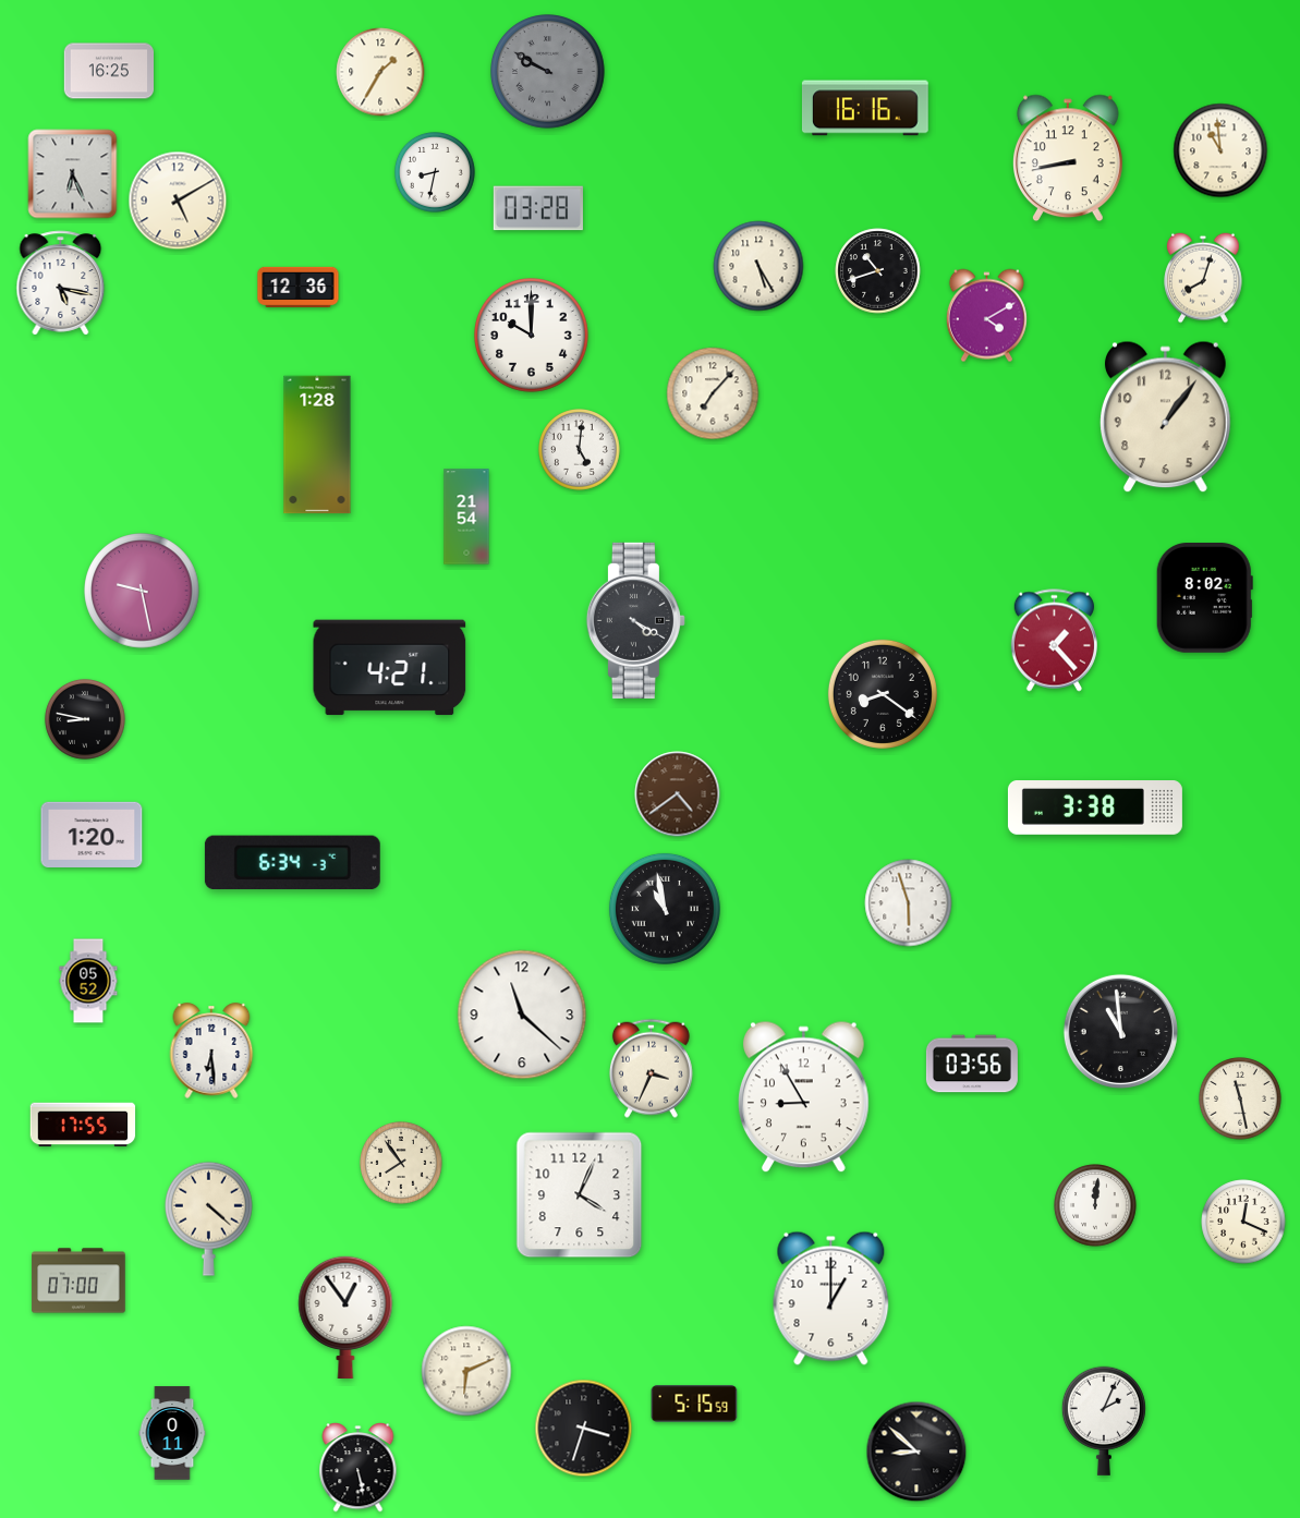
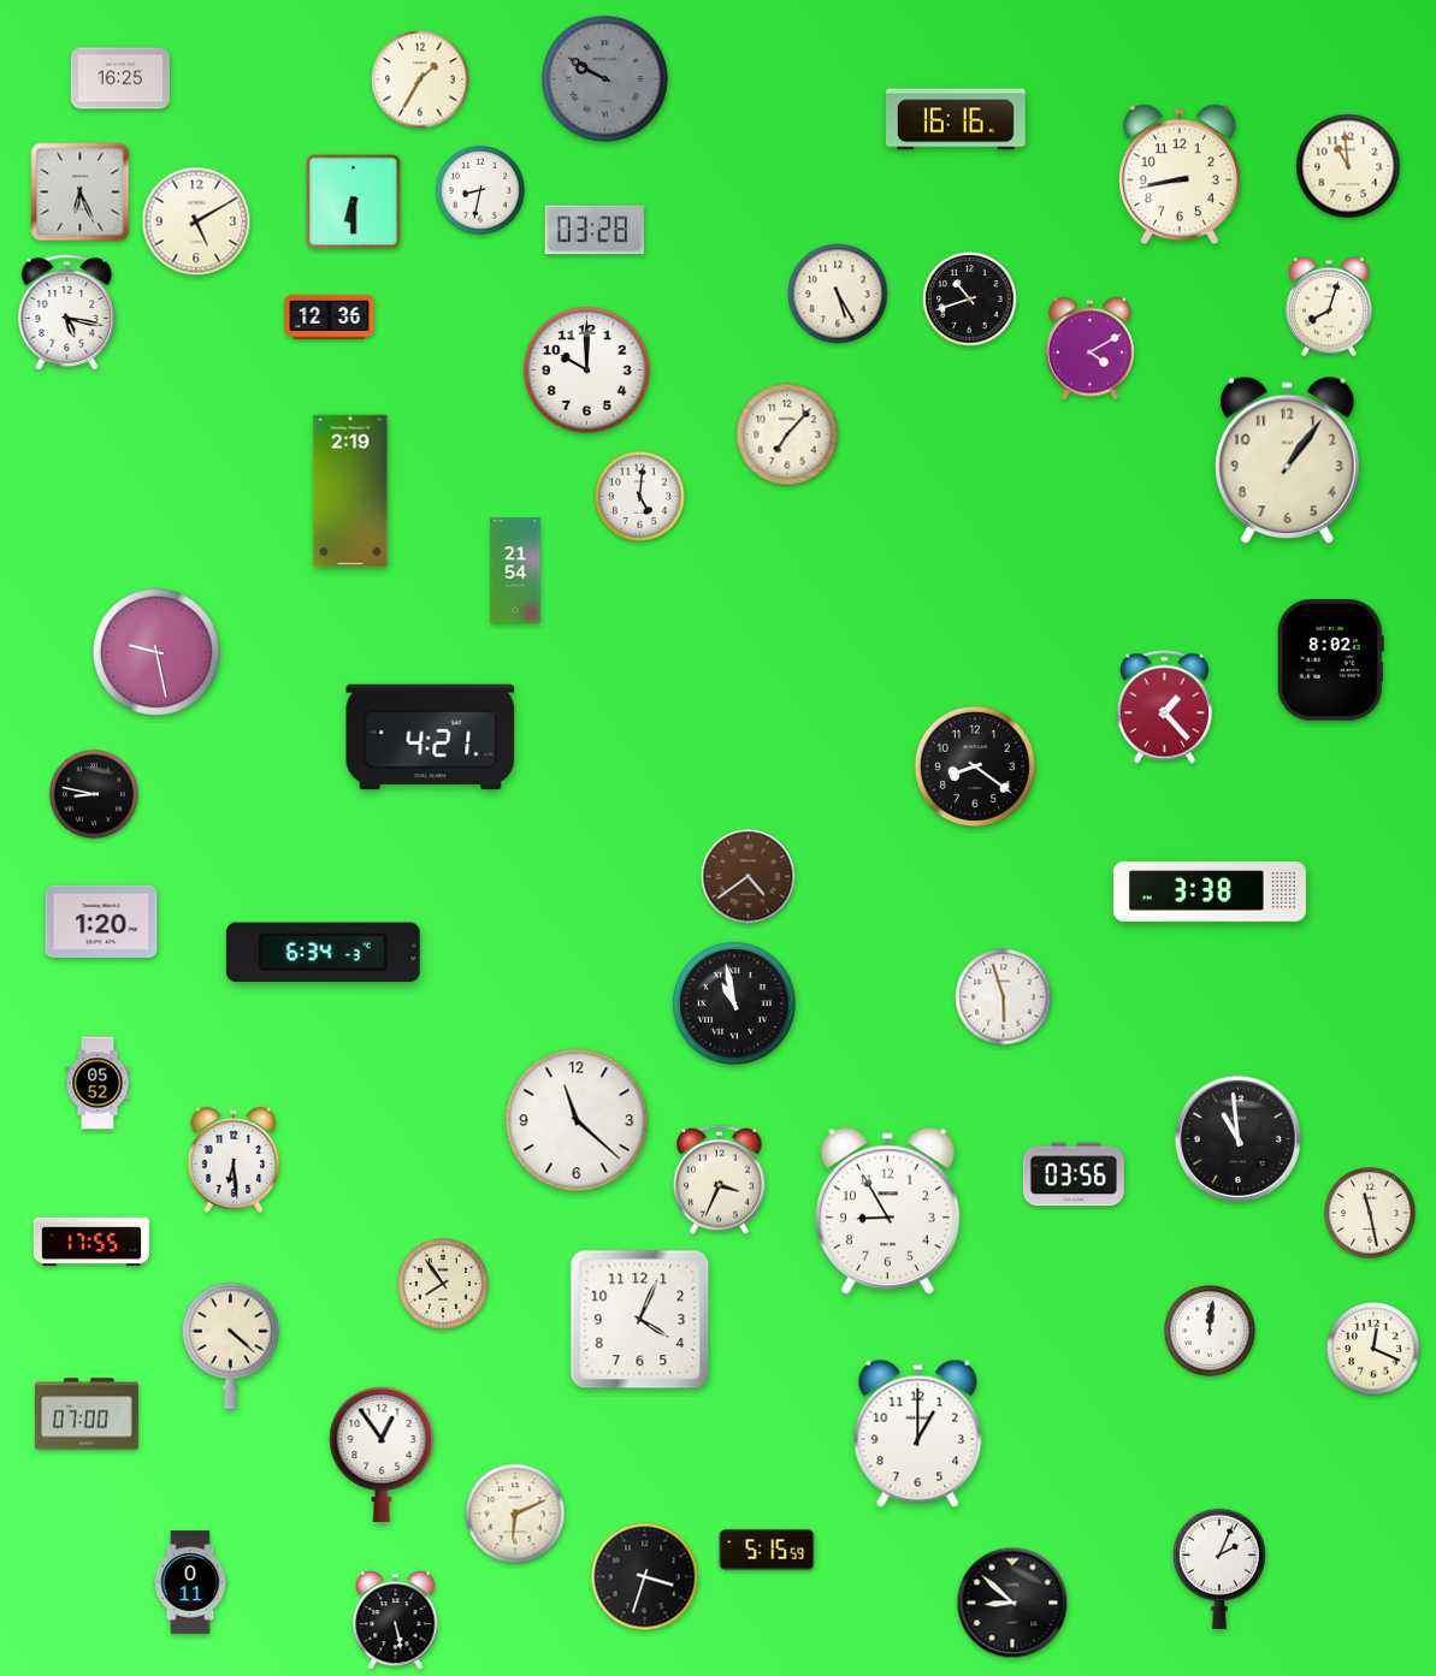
clock at (354, 202): none -> 6:30
clock at (317, 445): 1:28 -> 2:19
clock at (635, 620): 4:20 -> none
